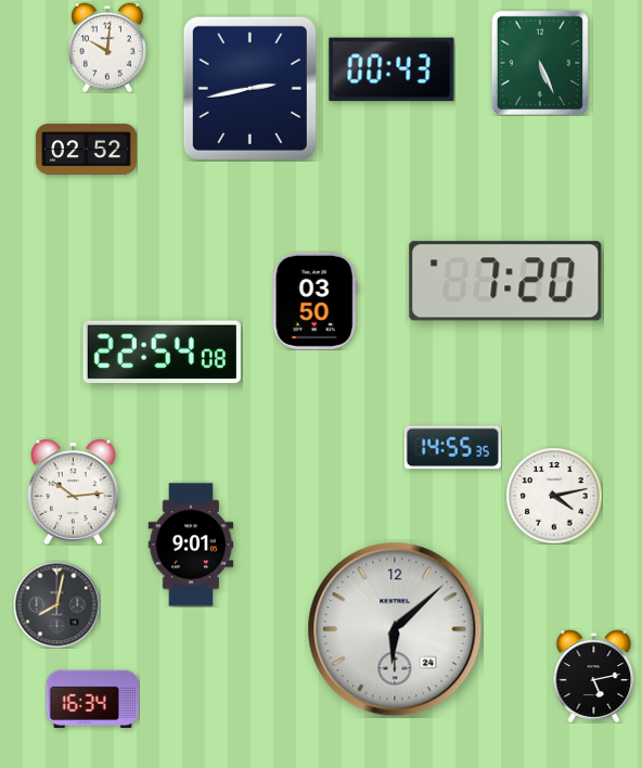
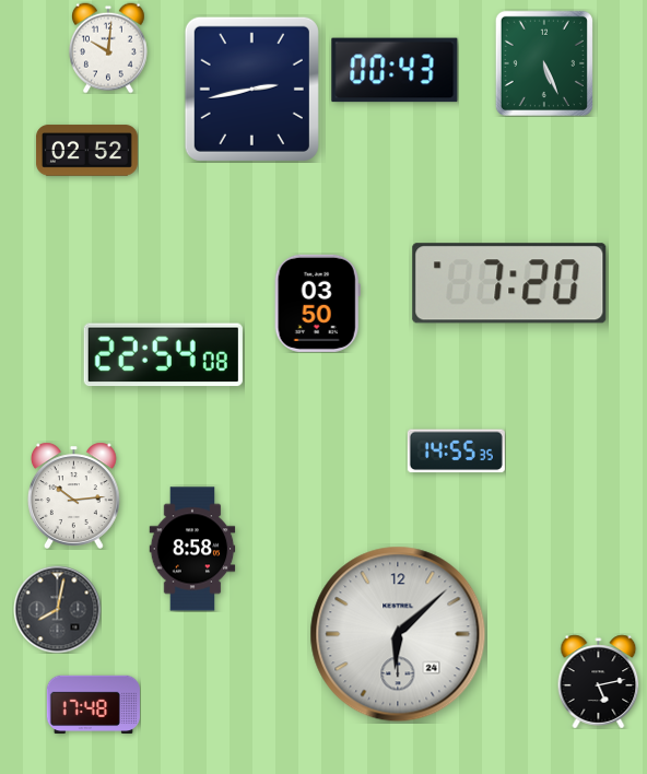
clock at (554, 496): 4:13 -> none
clock at (191, 545): 9:01 -> 8:58
clock at (92, 700): 16:34 -> 17:48
